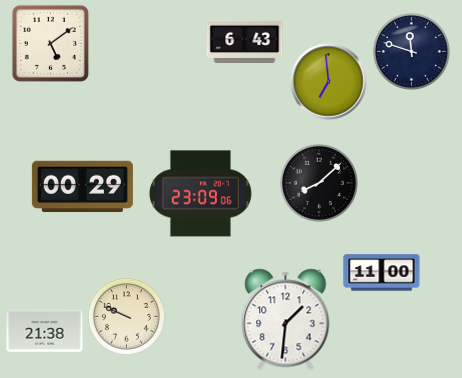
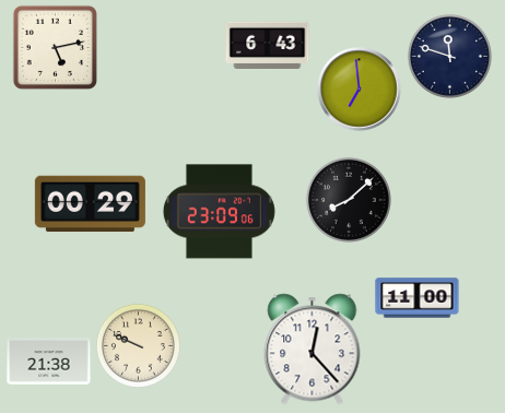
clock at (50, 43): 5:09 -> 5:13
clock at (286, 320): 1:31 -> 12:23
